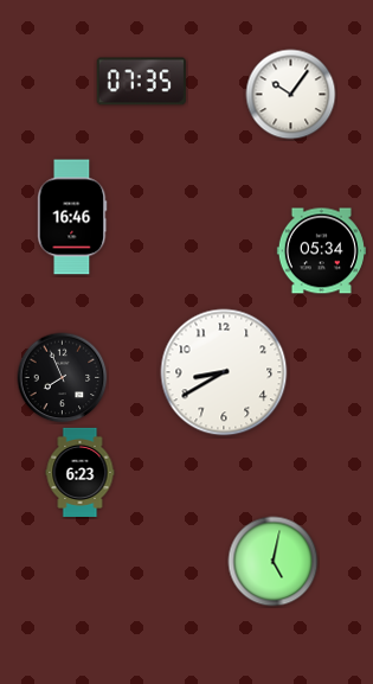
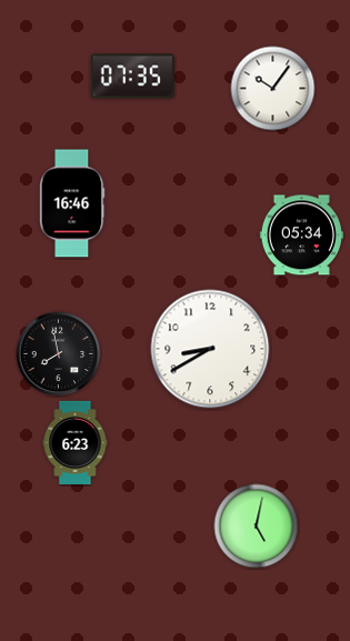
clock at (72, 217) position: (72, 217) -> (72, 203)
clock at (63, 378): 7:56 -> 7:58
